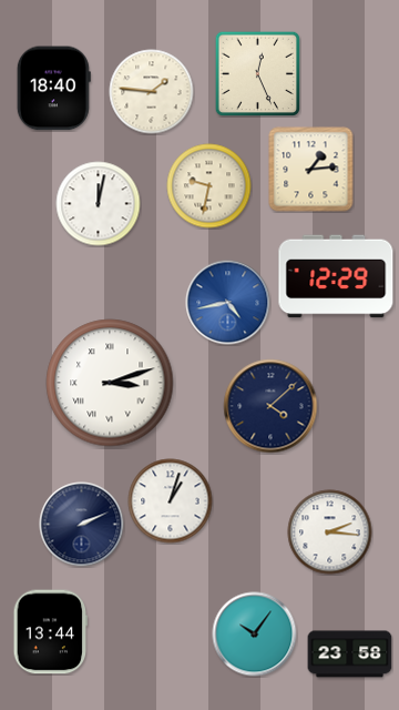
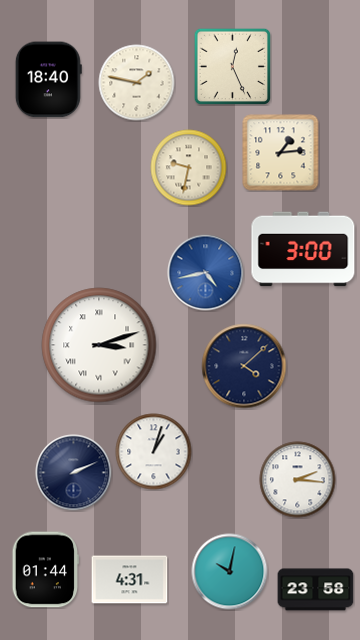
clock at (152, 92): 1:46 -> 1:47
clock at (99, 204): 12:02 -> none
clock at (336, 276): 12:29 -> 3:00
clock at (51, 632): 13:44 -> 01:44
clock at (255, 635): 10:06 -> 10:02
clock at (130, 580): none -> 4:31
